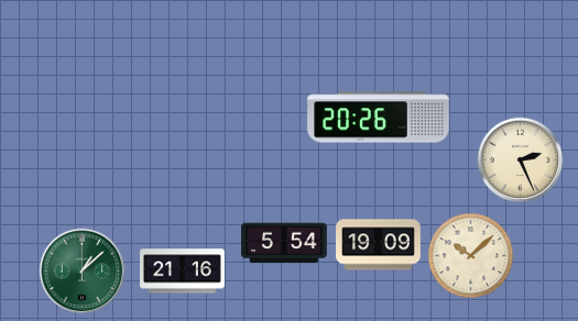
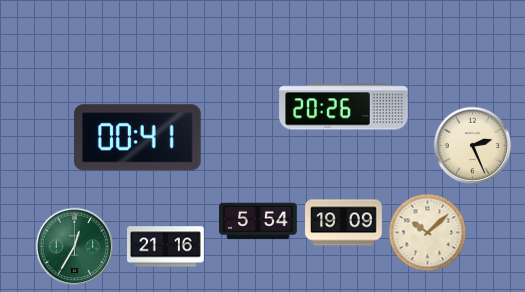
clock at (137, 138): none -> 00:41
clock at (81, 270): 1:08 -> 12:35
